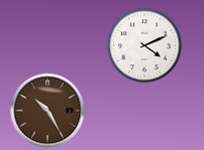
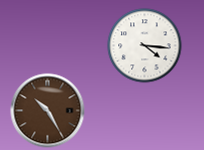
clock at (145, 46): 4:11 -> 4:16
